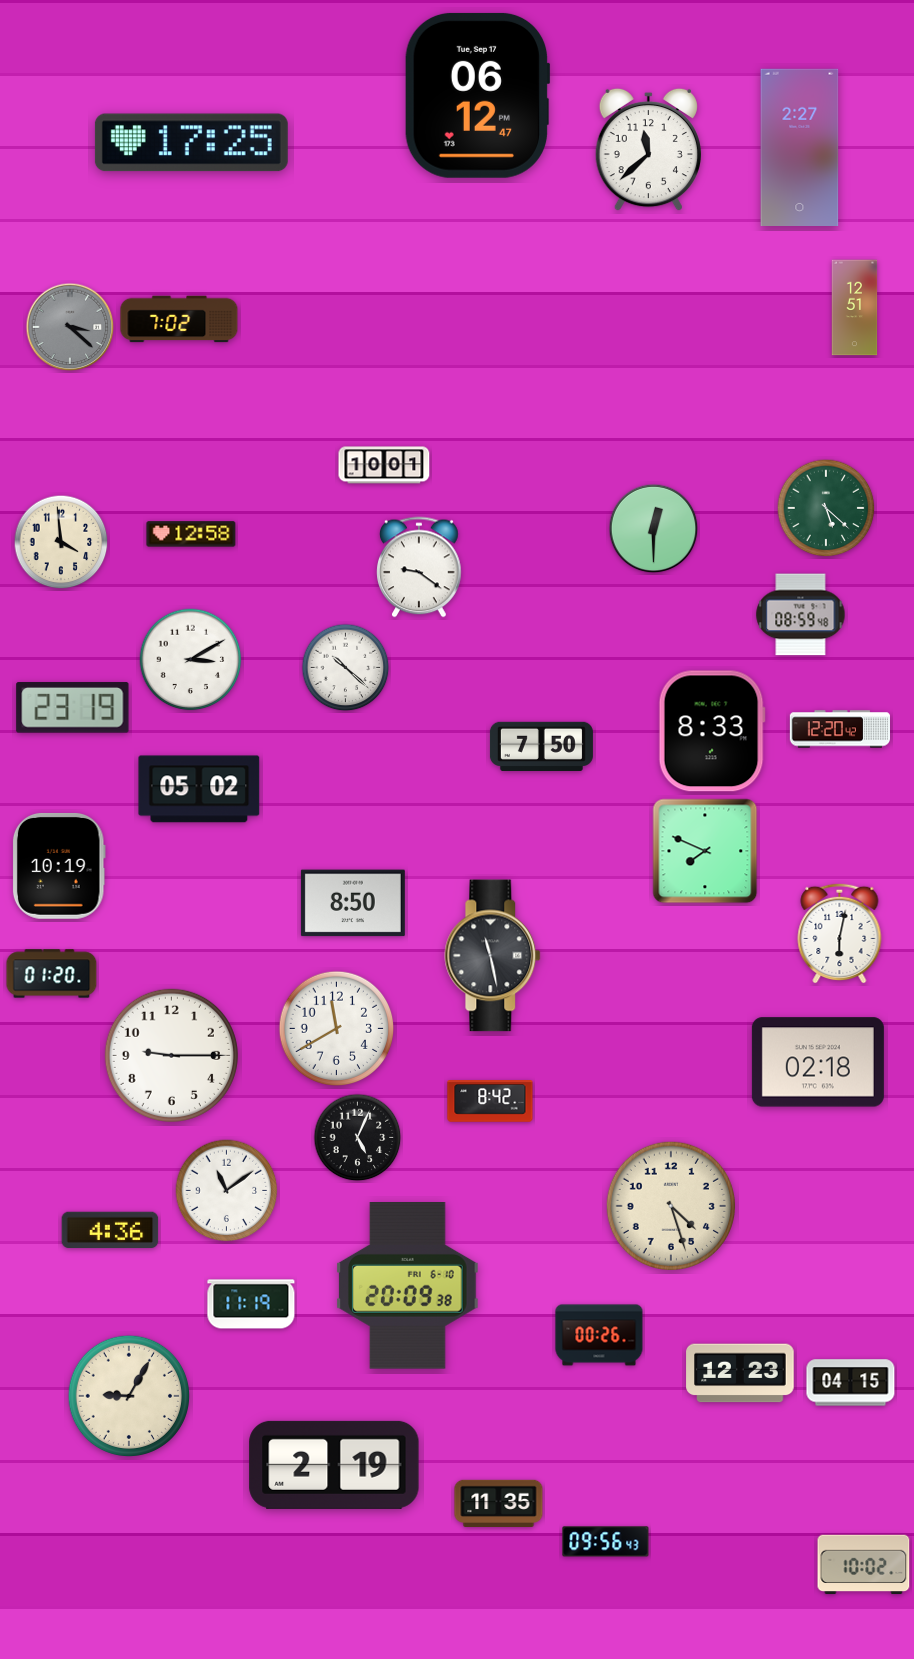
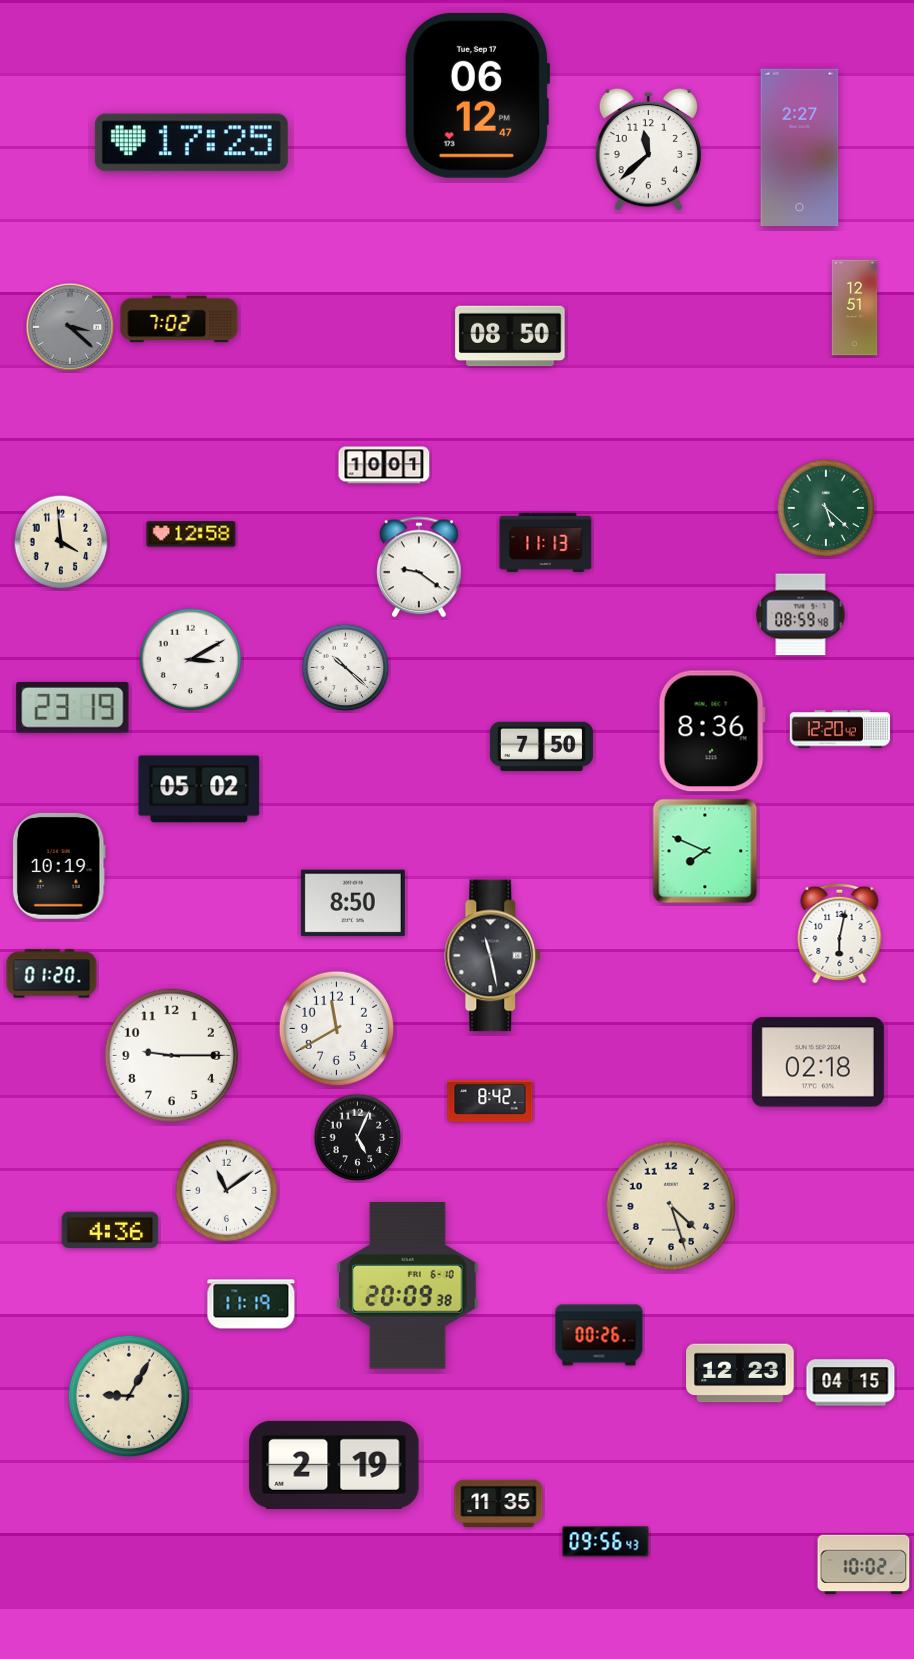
clock at (510, 336): none -> 08:50
clock at (654, 529): 12:30 -> none
clock at (546, 542): none -> 11:13
clock at (712, 731): 8:33 -> 8:36
